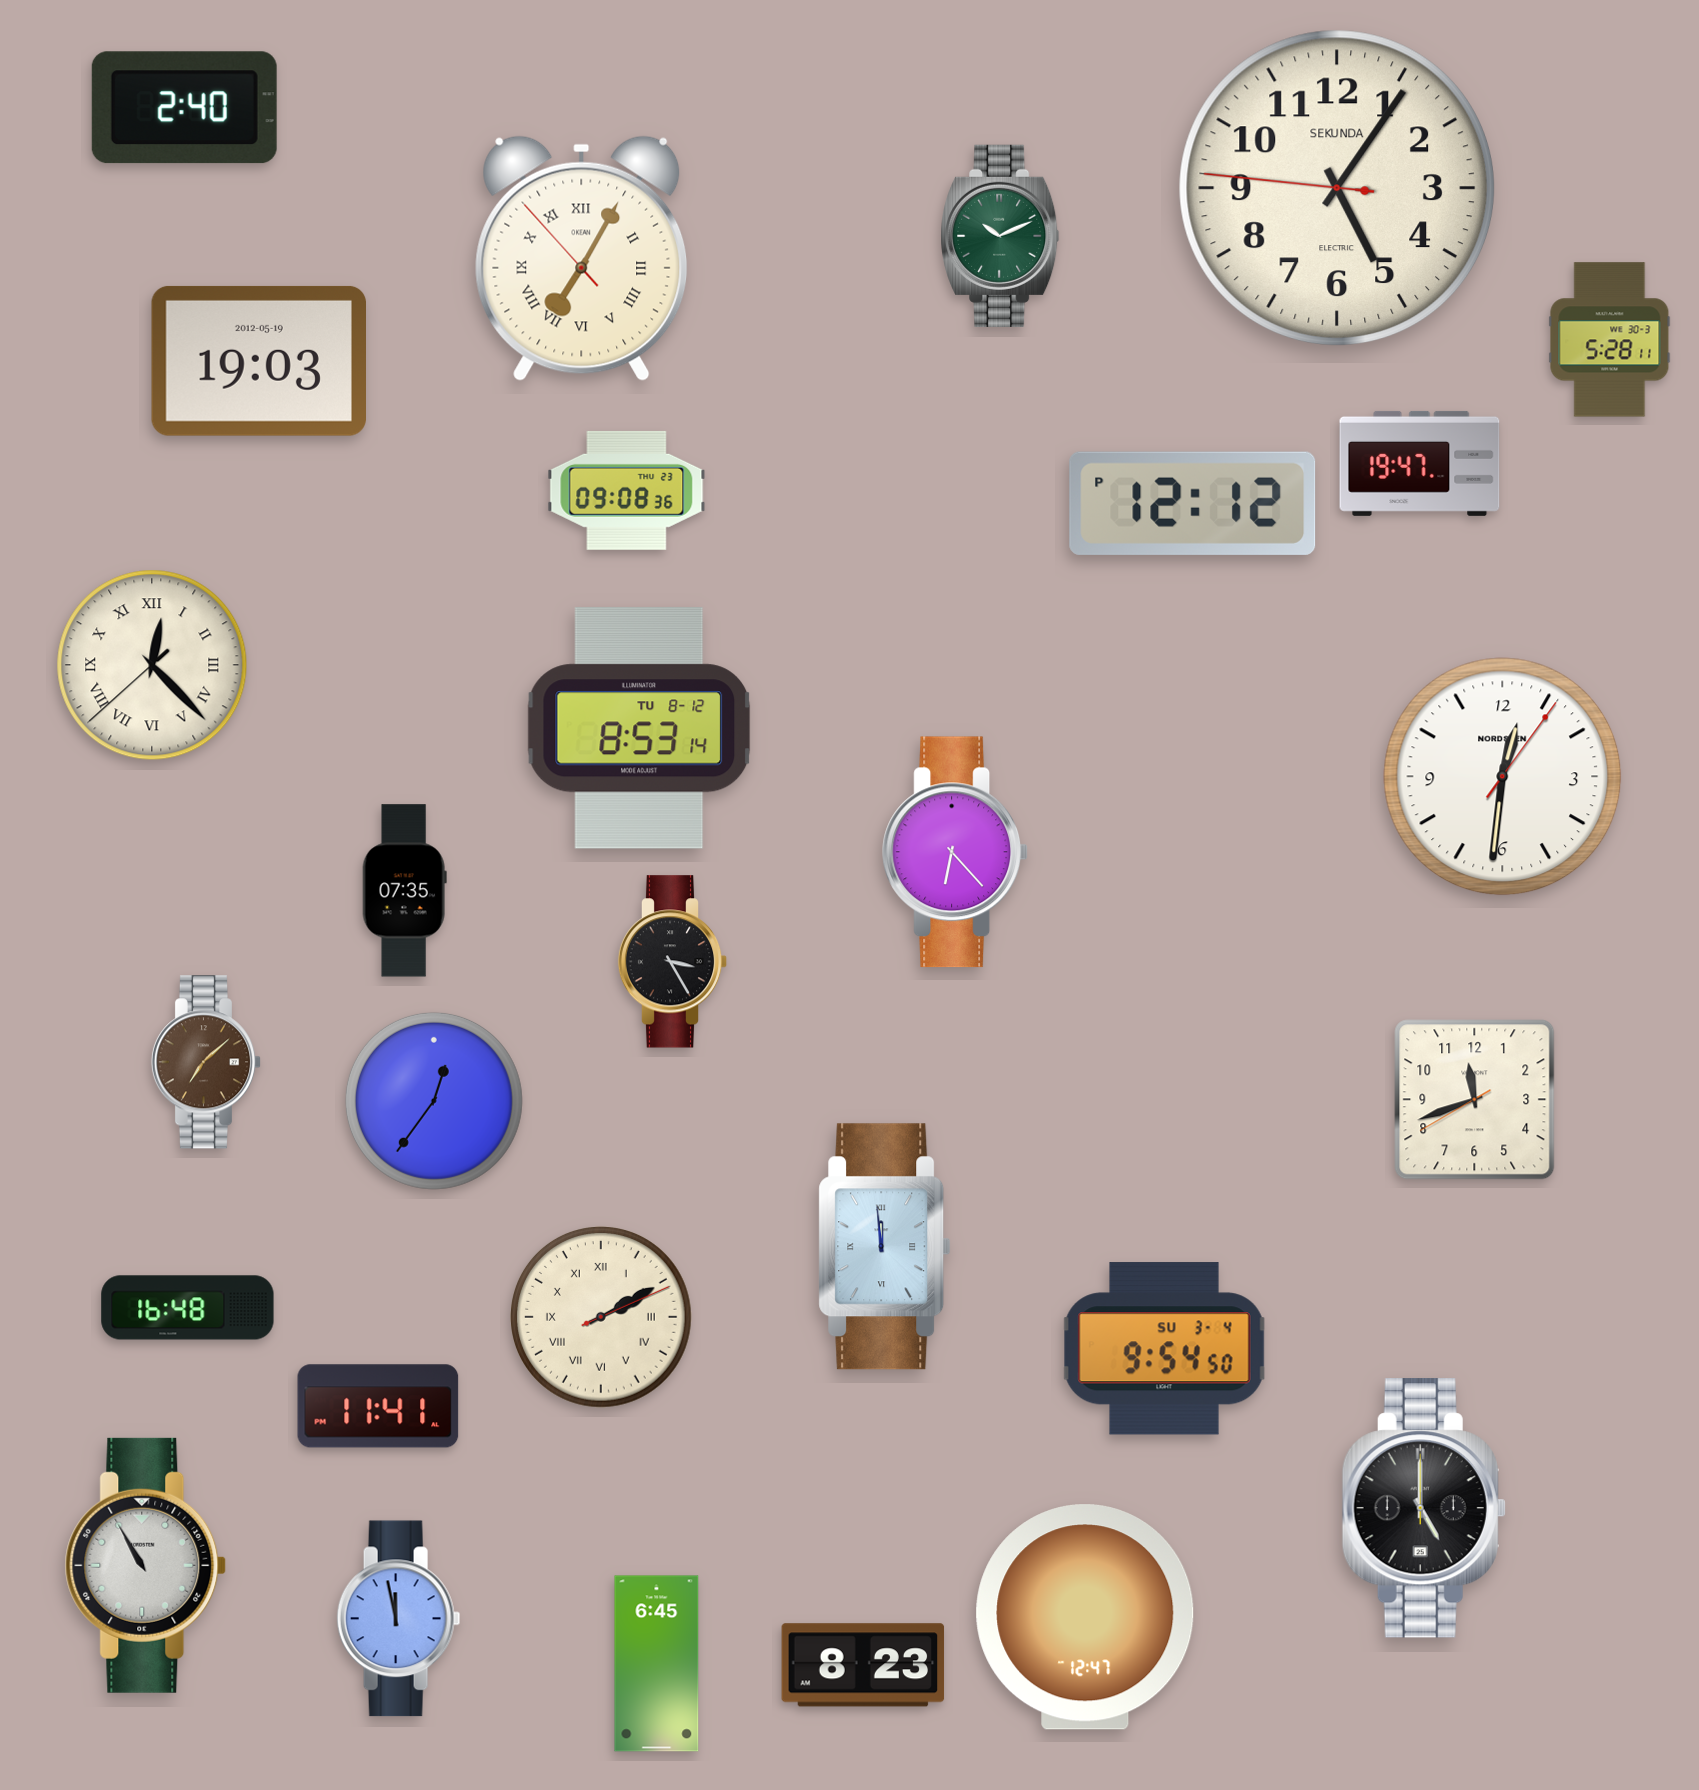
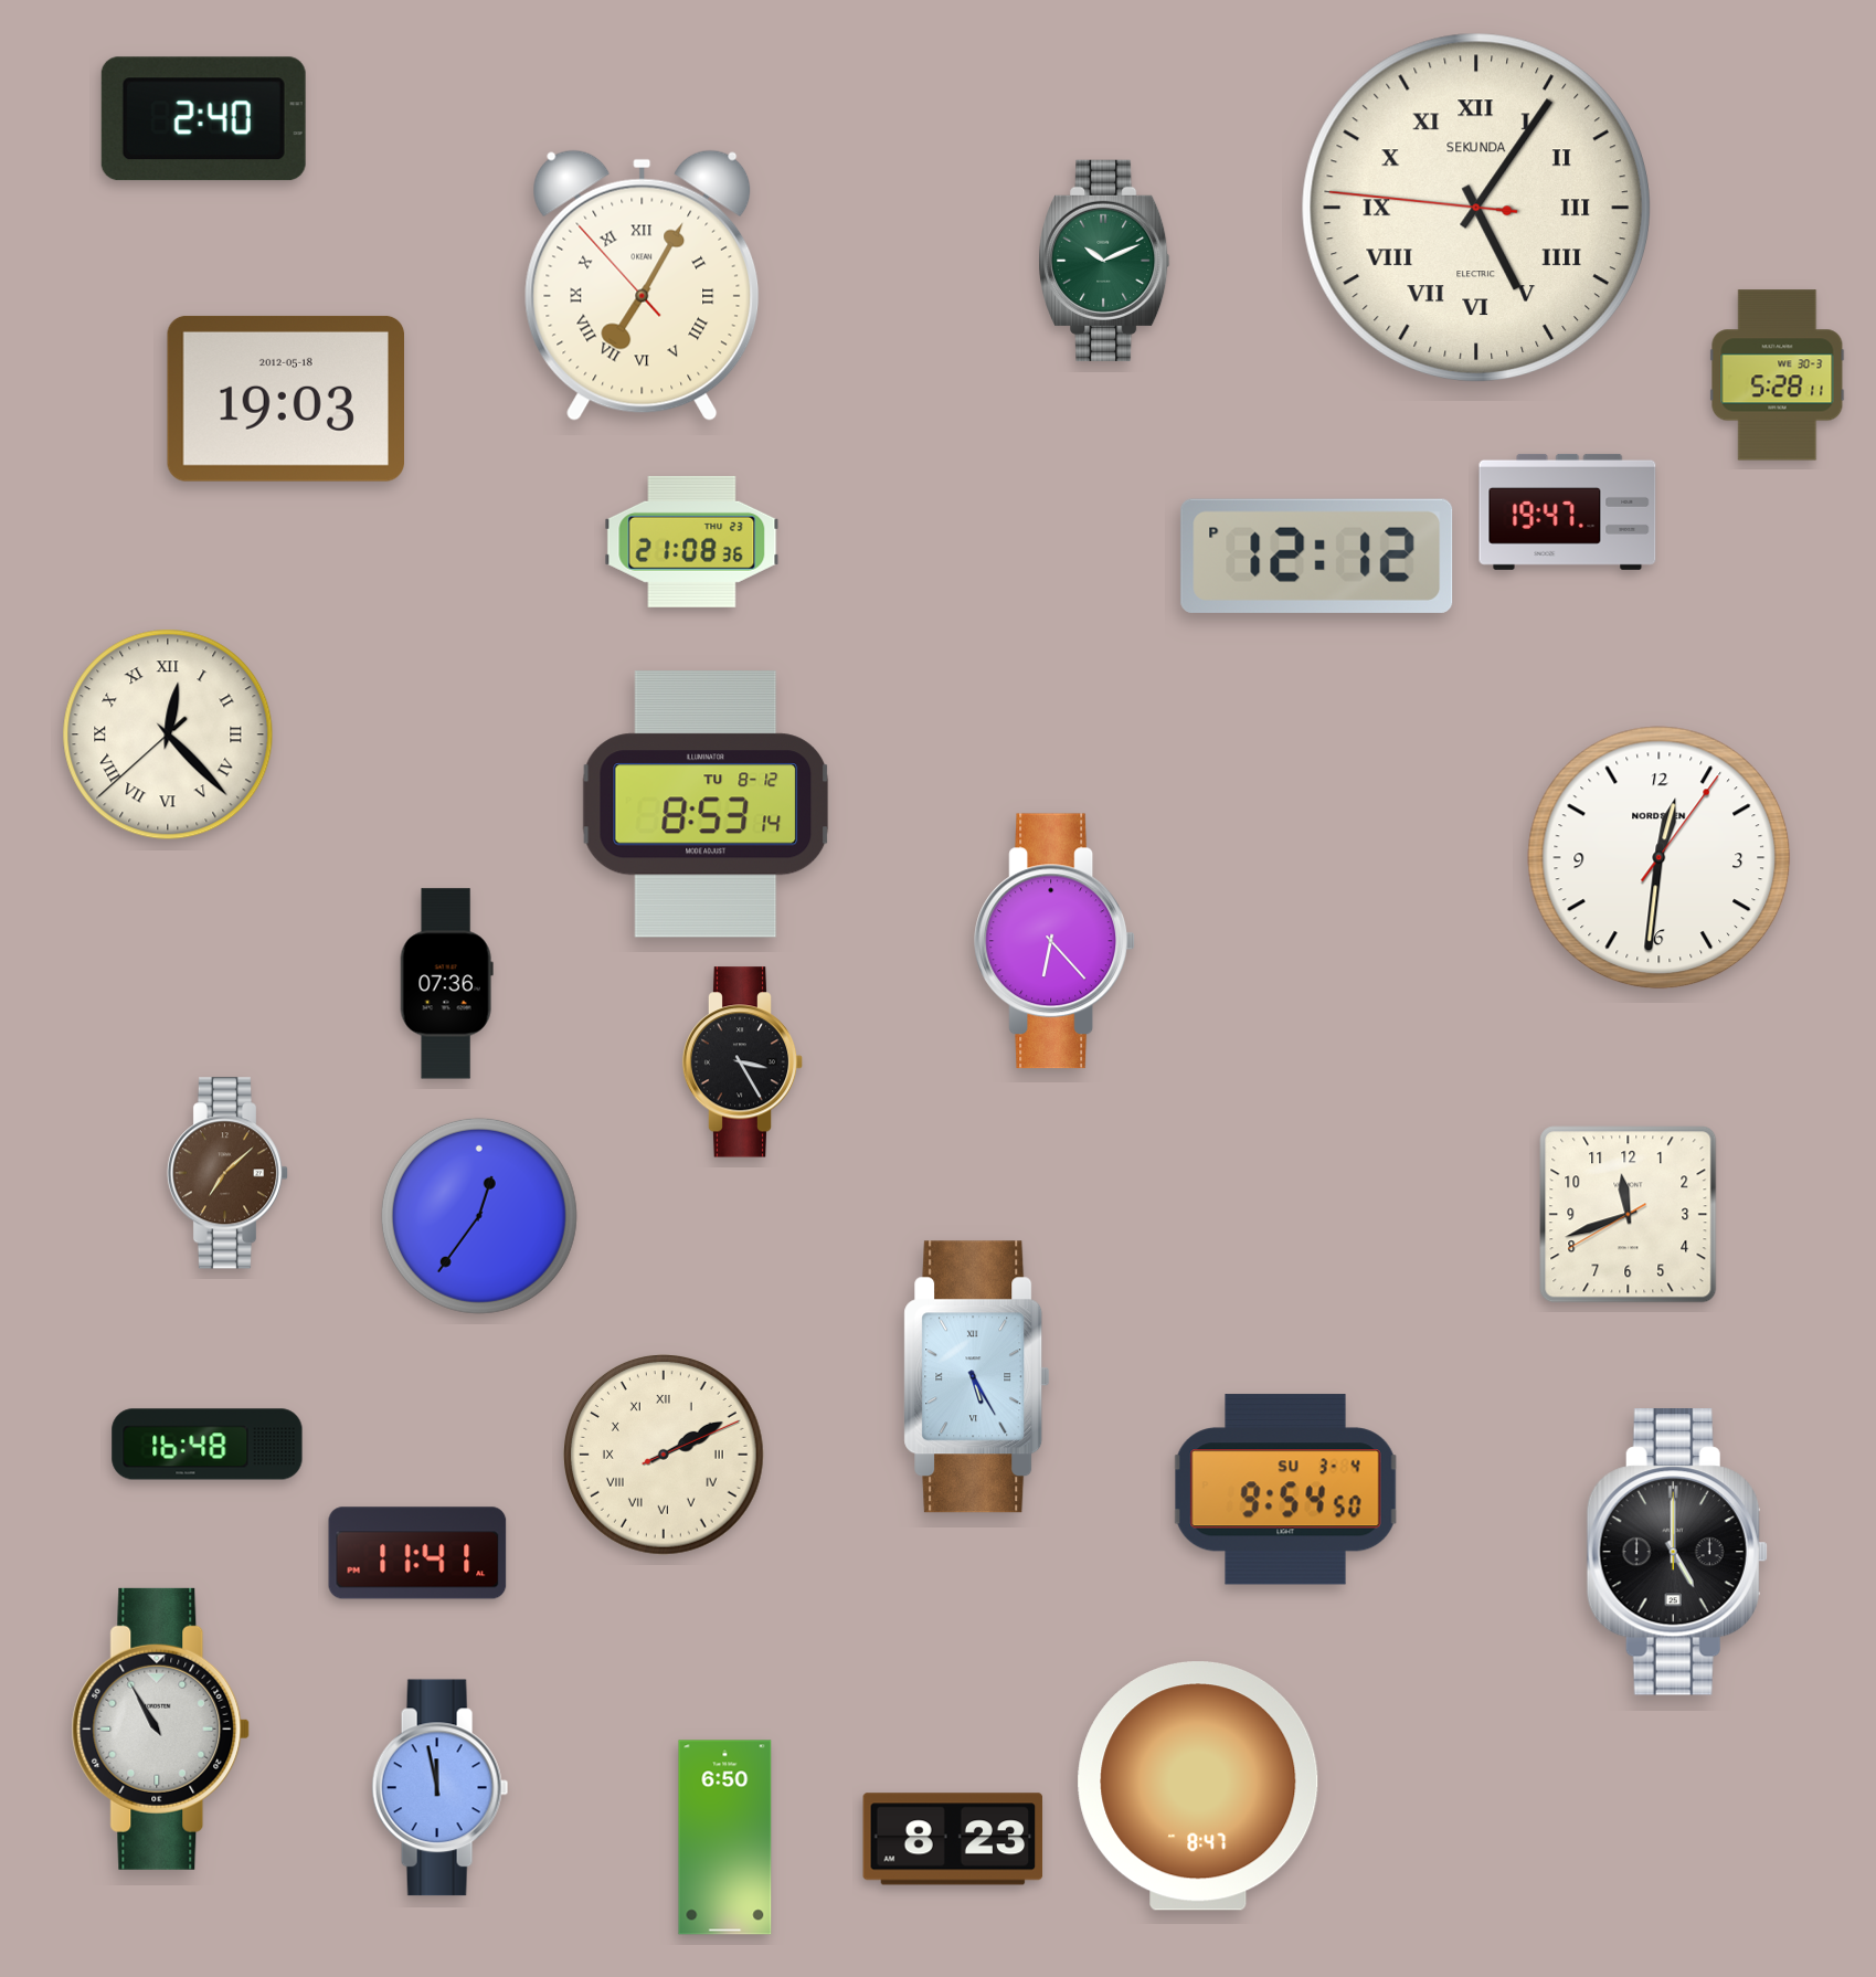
clock at (1336, 187) numerals: Arabic -> Roman
clock at (258, 361) date: 2012-05-19 -> 2012-05-18
clock at (627, 490): 09:08 -> 21:08
clock at (404, 891): 07:35 -> 07:36
clock at (885, 1247): 11:59 -> 5:25
clock at (1424, 1508) position: (1424, 1508) -> (1677, 1552)
clock at (1085, 1617): 12:47 -> 8:47
clock at (657, 1664): 6:45 -> 6:50
